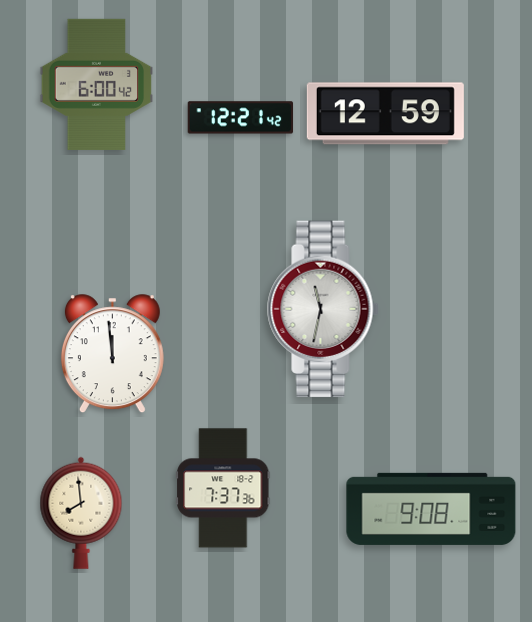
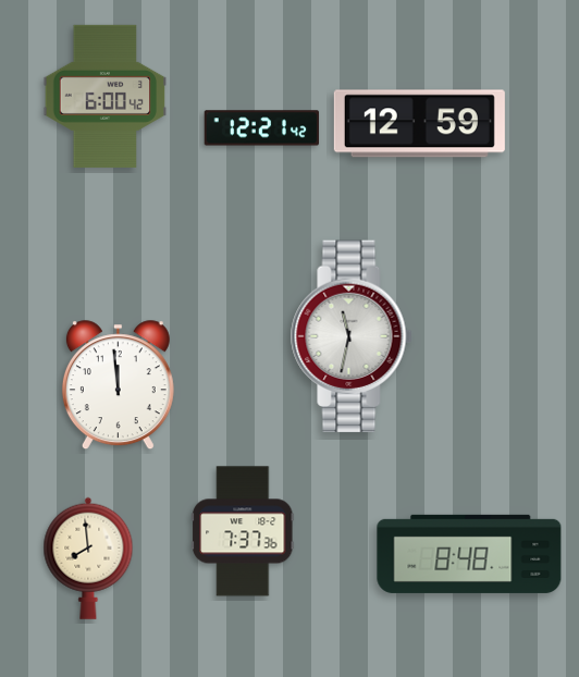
clock at (97, 84) position: (97, 84) -> (106, 96)
clock at (112, 354) position: (112, 354) -> (118, 385)
clock at (431, 509): 9:08 -> 8:48
